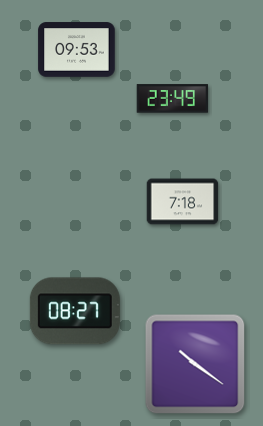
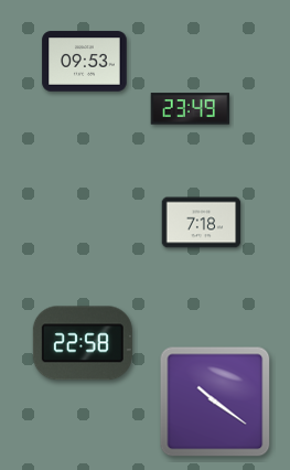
clock at (77, 50) position: (77, 50) -> (85, 62)
clock at (75, 311): 08:27 -> 22:58
